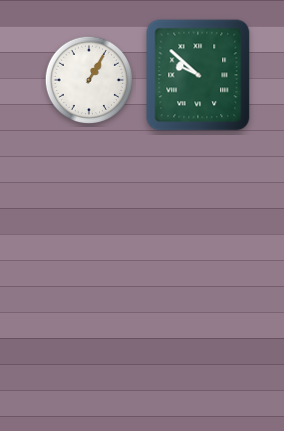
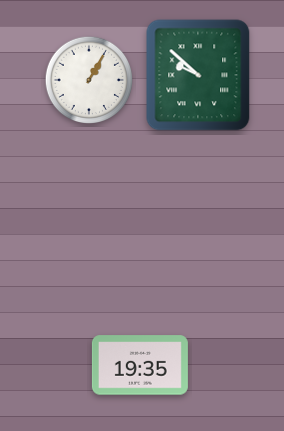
clock at (140, 365): none -> 19:35
